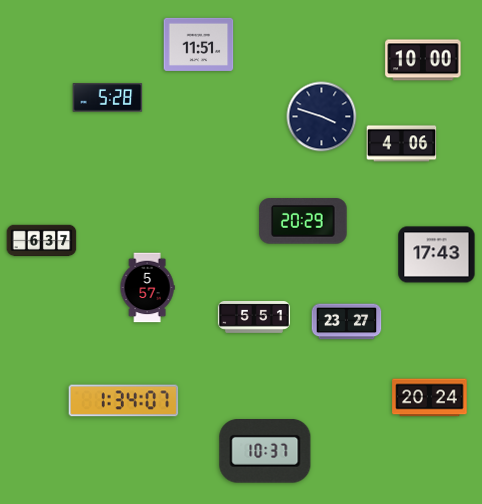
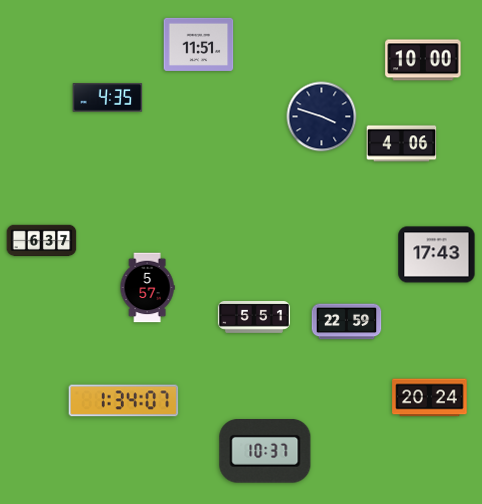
clock at (108, 98): 5:28 -> 4:35
clock at (303, 221): 20:29 -> none
clock at (347, 322): 23:27 -> 22:59
